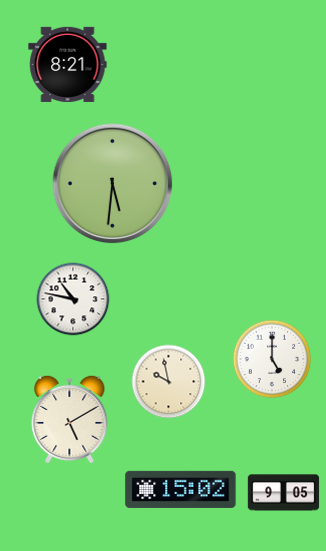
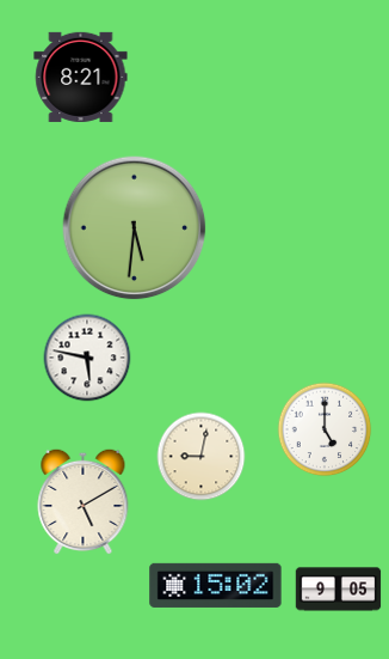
clock at (113, 184) position: (113, 184) -> (135, 228)
clock at (73, 299): 10:47 -> 5:47
clock at (169, 382): 9:58 -> 9:02
